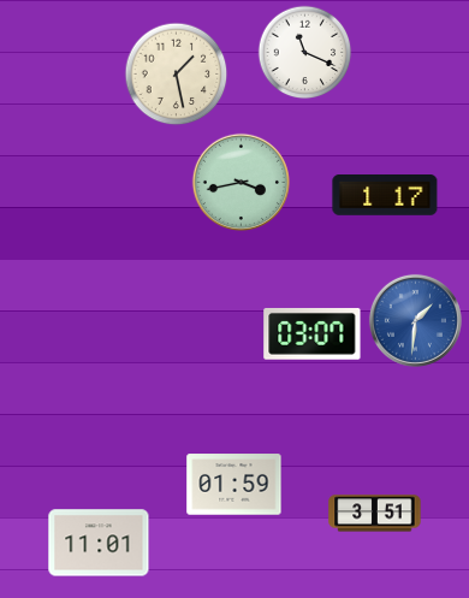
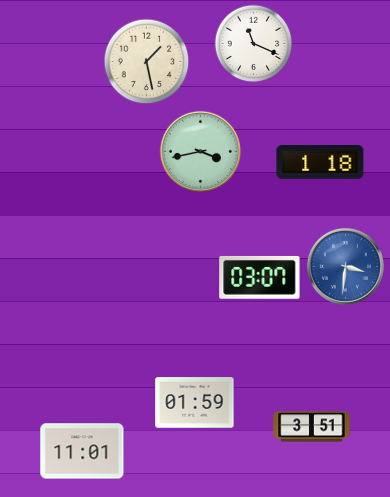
clock at (385, 196): 1:17 -> 1:18
clock at (415, 320): 1:31 -> 3:31
